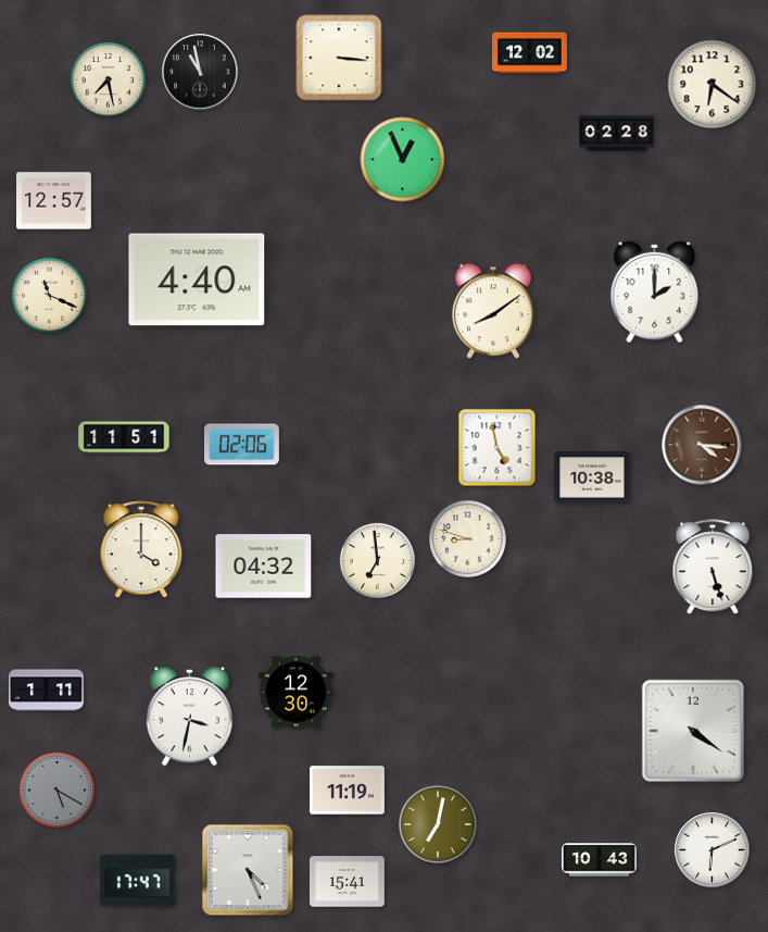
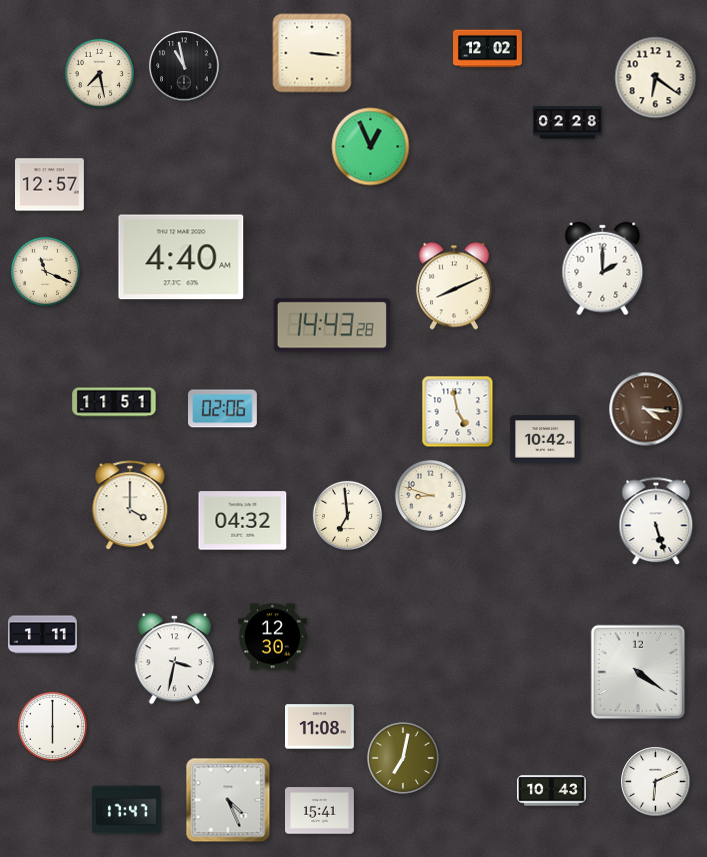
clock at (493, 311): 8:09 -> 8:11
clock at (332, 325): none -> 14:43
clock at (592, 477): 10:38 -> 10:42
clock at (56, 790): 5:20 -> 6:00
clock at (56, 790) dial: grey -> white
clock at (348, 791): 11:19 -> 11:08
